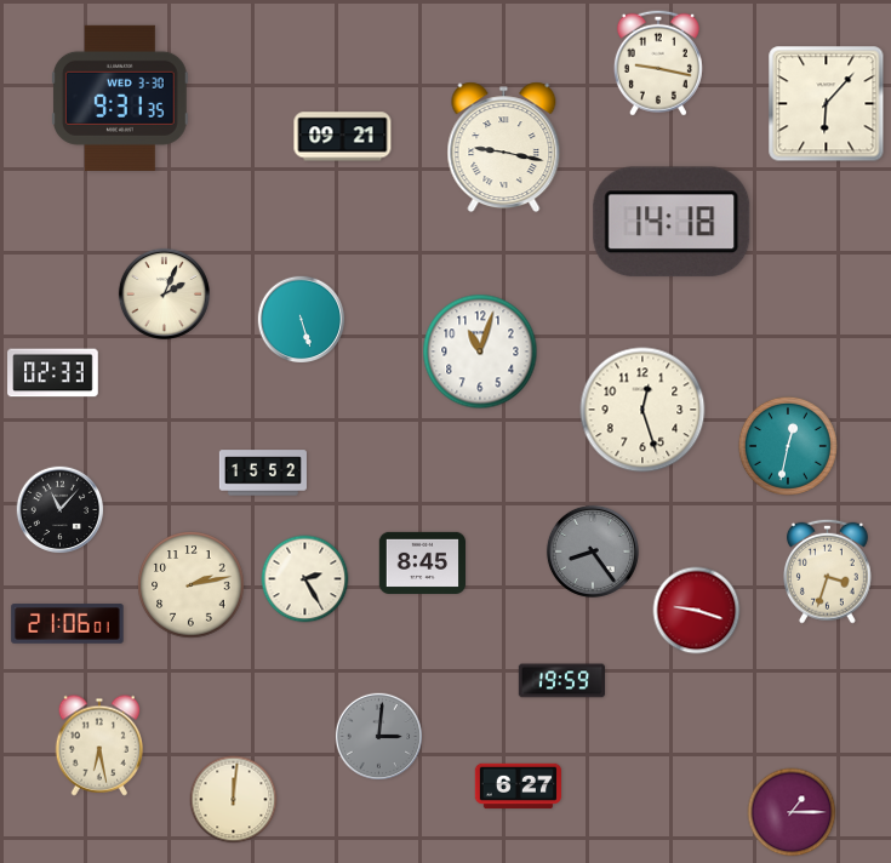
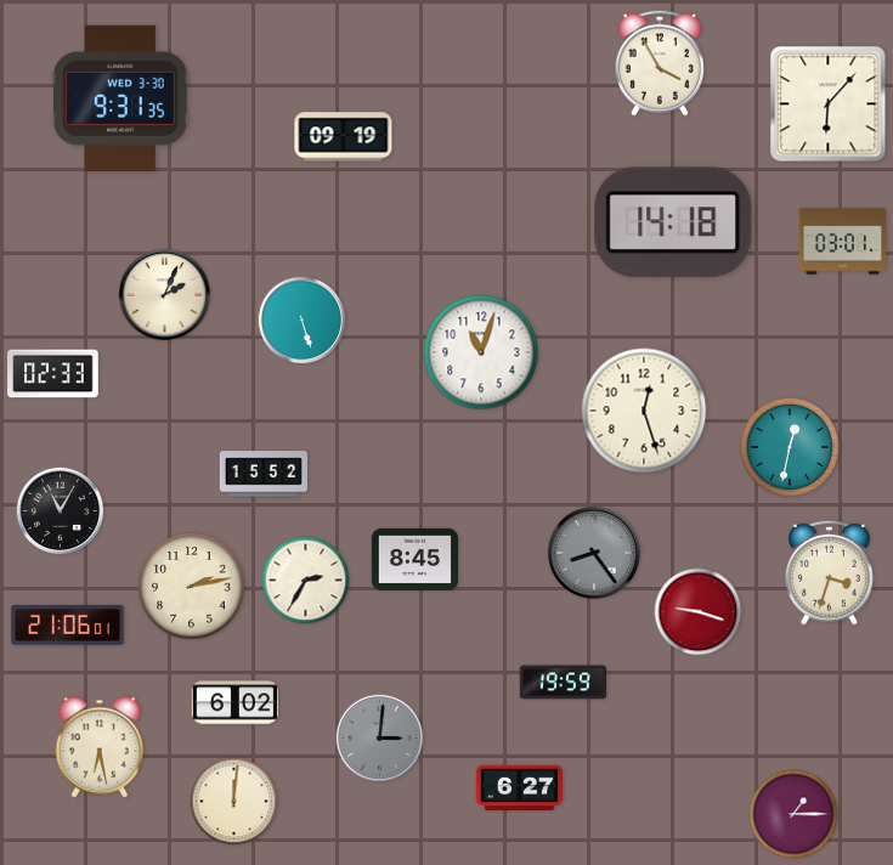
clock at (658, 63): 9:17 -> 3:55
clock at (343, 137): 09:21 -> 09:19
clock at (504, 148): 9:17 -> none
clock at (842, 242): none -> 03:01
clock at (61, 510): 11:07 -> 11:05
clock at (422, 562) position: (422, 562) -> (414, 559)
clock at (305, 579): 2:25 -> 2:35
clock at (234, 703): none -> 6:02
